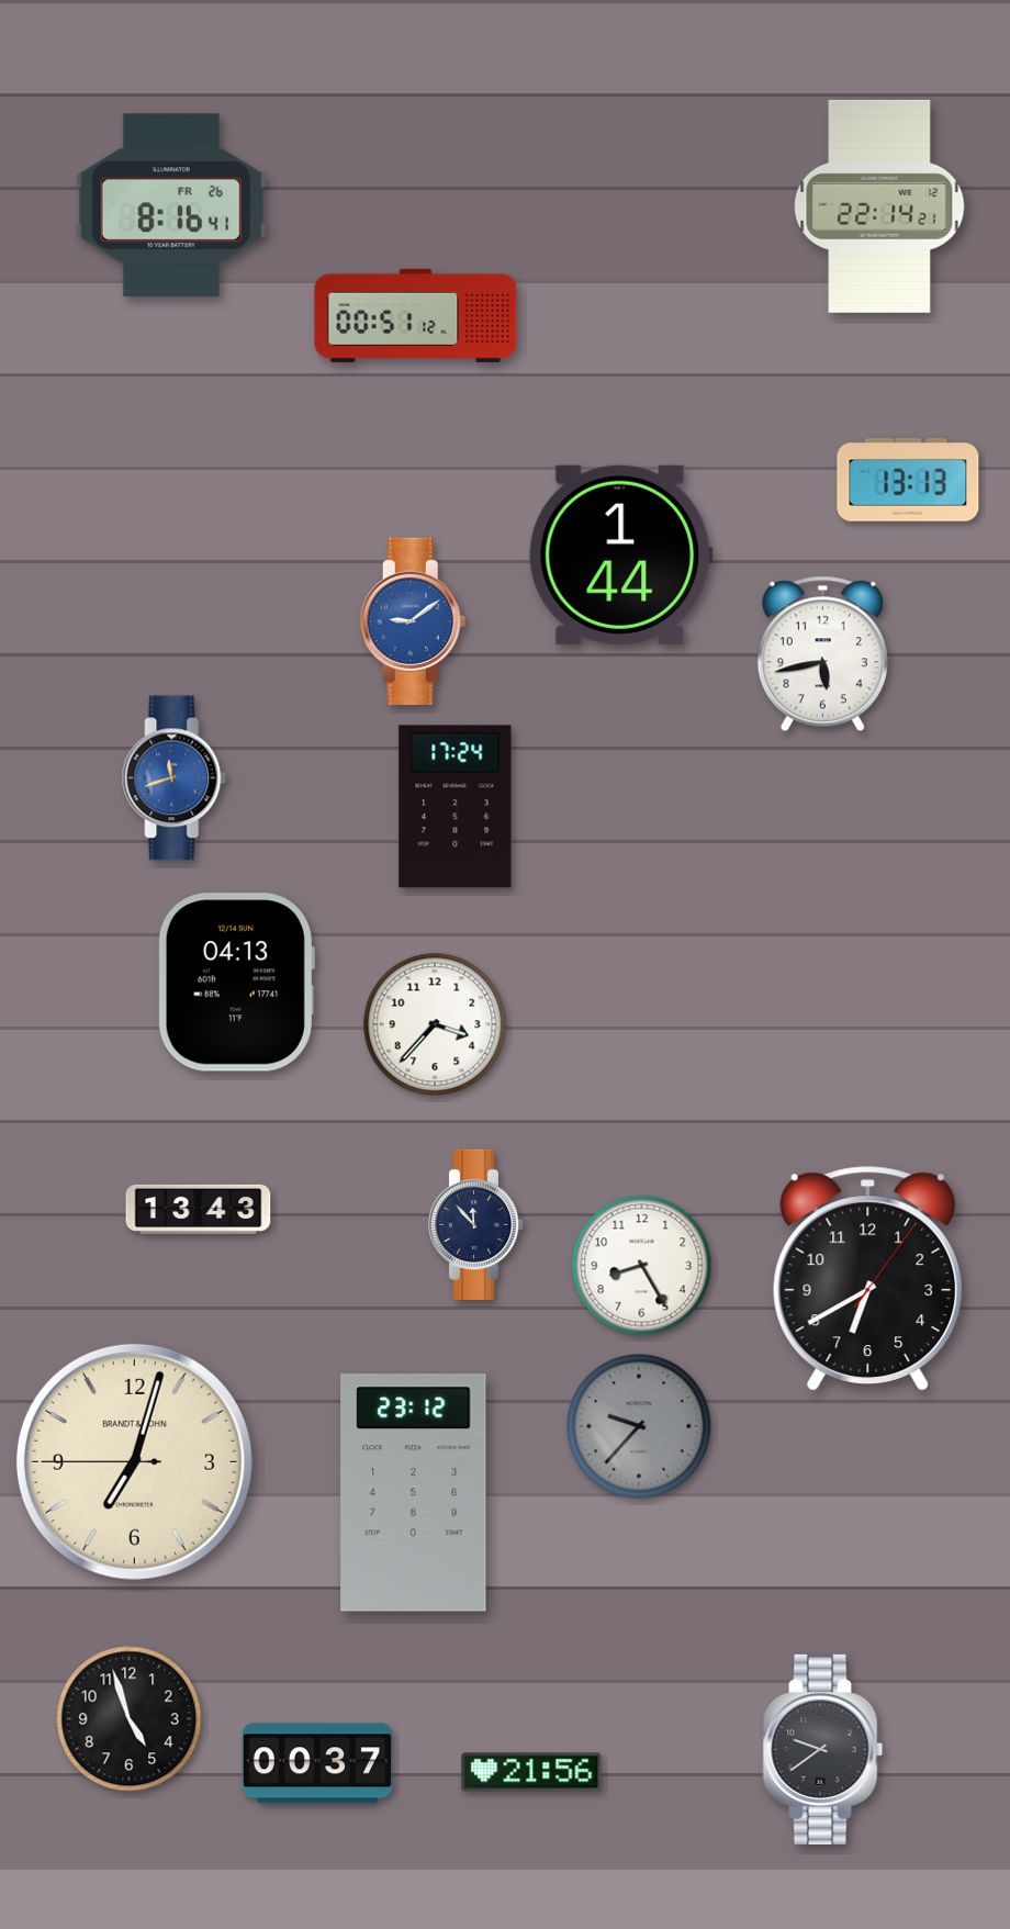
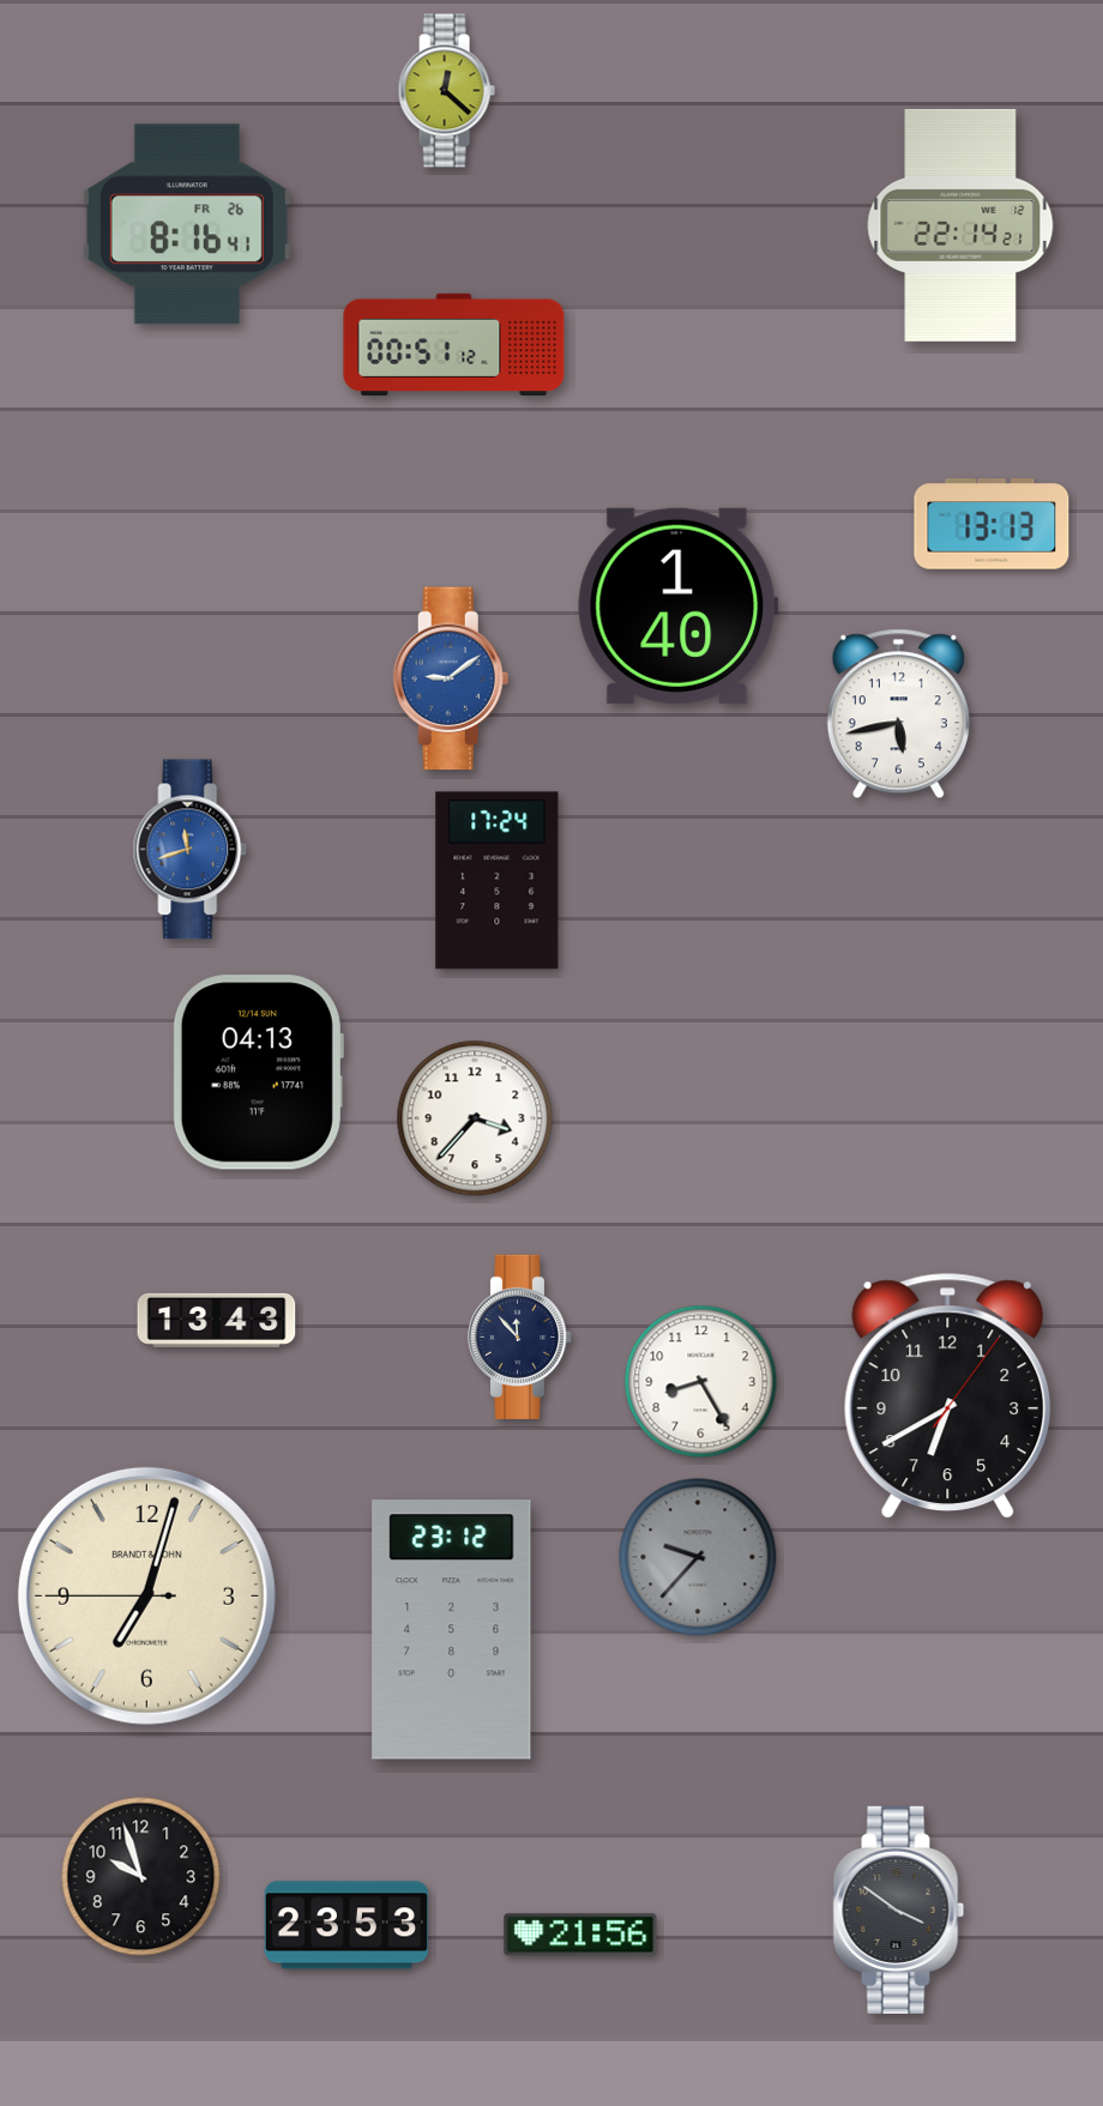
clock at (446, 91): none -> 12:22
clock at (621, 554): 1:44 -> 1:40
clock at (130, 1719): 4:57 -> 9:57
clock at (823, 1749): 9:39 -> 3:51
clock at (317, 1763): 00:37 -> 23:53
